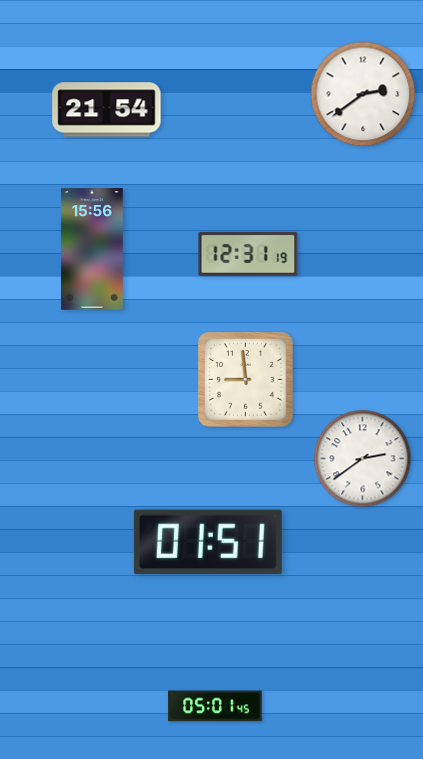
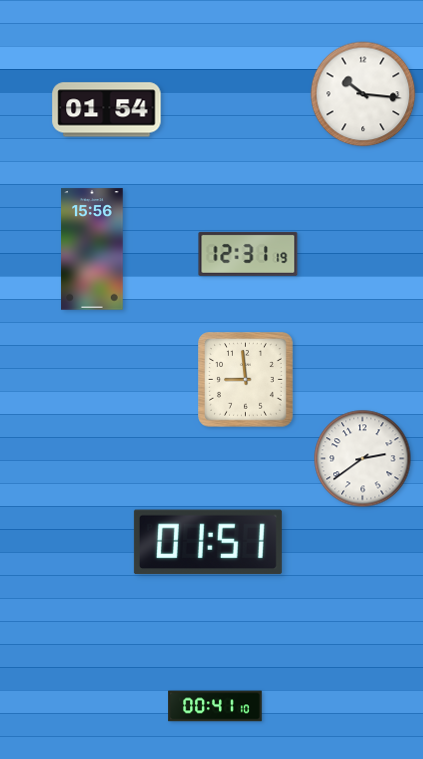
clock at (363, 94): 2:39 -> 10:16
clock at (107, 110): 21:54 -> 01:54
clock at (215, 706): 05:01 -> 00:41
